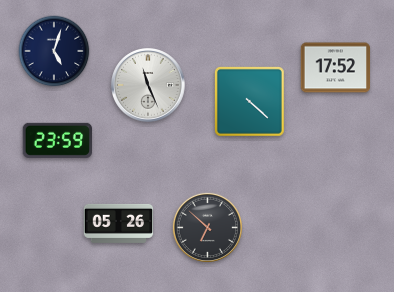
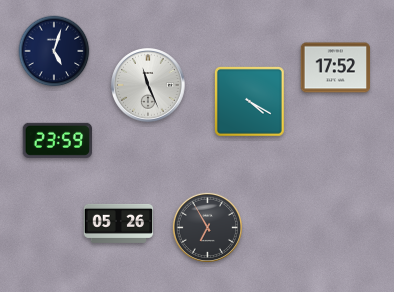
clock at (250, 102): 4:22 -> 4:20
clock at (207, 227): 6:52 -> 6:55
